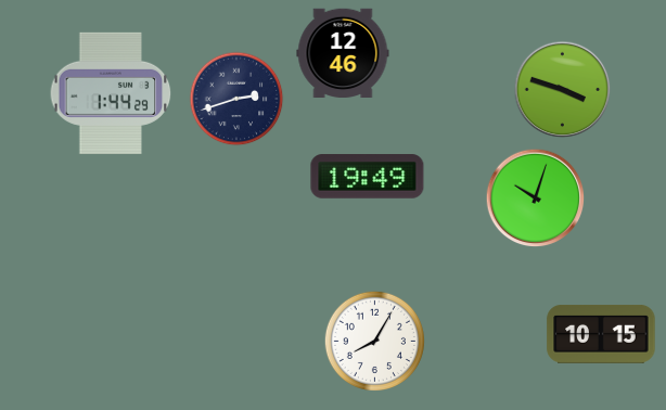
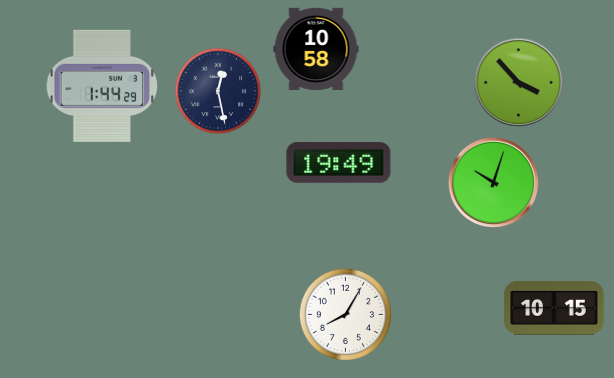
clock at (343, 53): 12:46 -> 10:58
clock at (563, 90): 3:48 -> 3:53
clock at (236, 99): 2:42 -> 12:28
